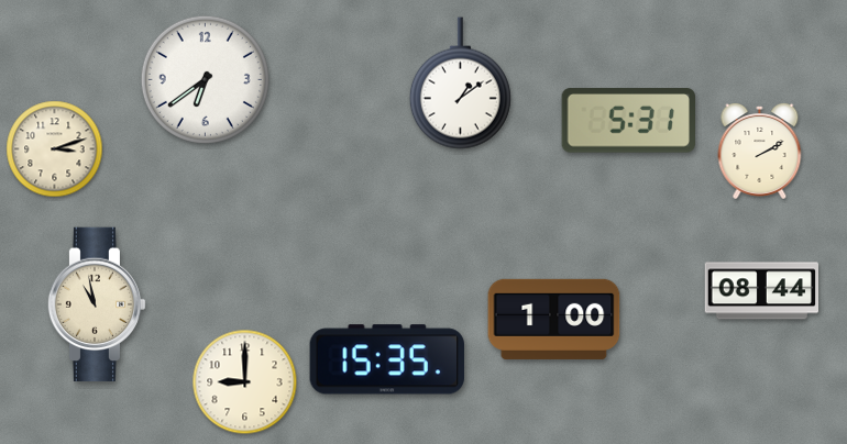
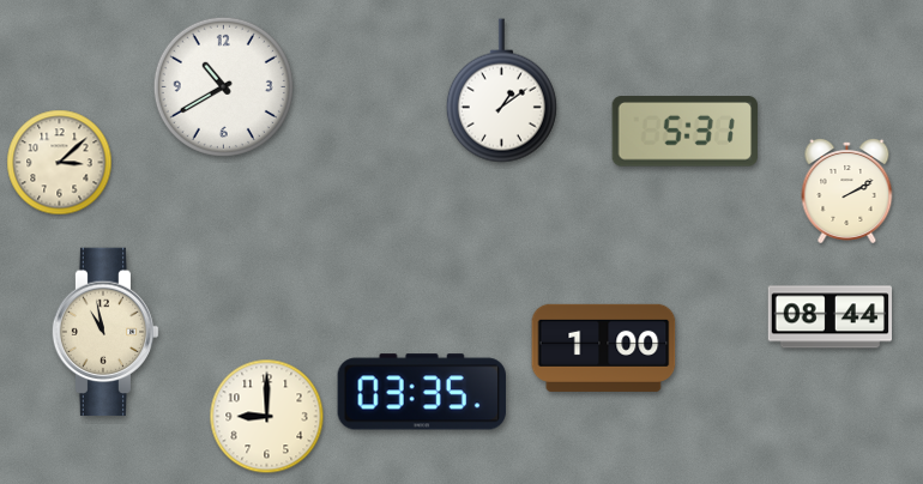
clock at (205, 79): 6:39 -> 10:40
clock at (55, 149): 3:12 -> 3:08
clock at (760, 152) position: (760, 152) -> (847, 192)
clock at (386, 359): 15:35 -> 03:35
